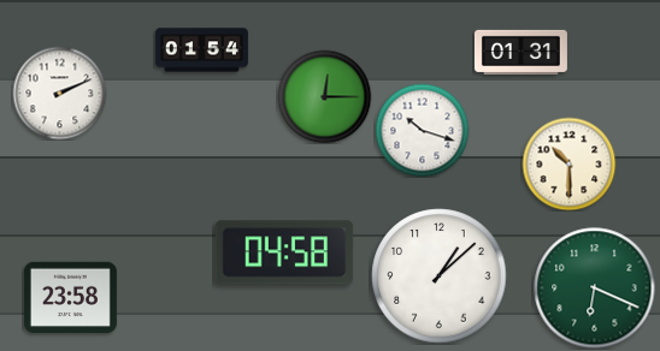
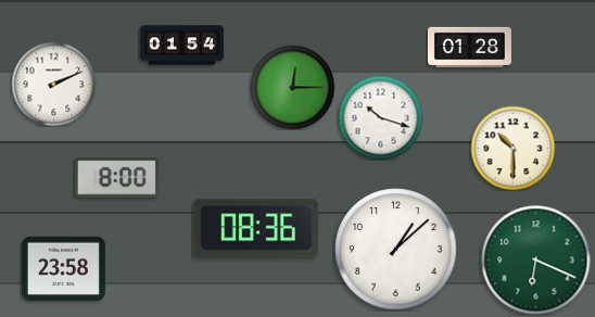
clock at (520, 52): 01:31 -> 01:28
clock at (116, 178): none -> 8:00
clock at (284, 252): 04:58 -> 08:36
